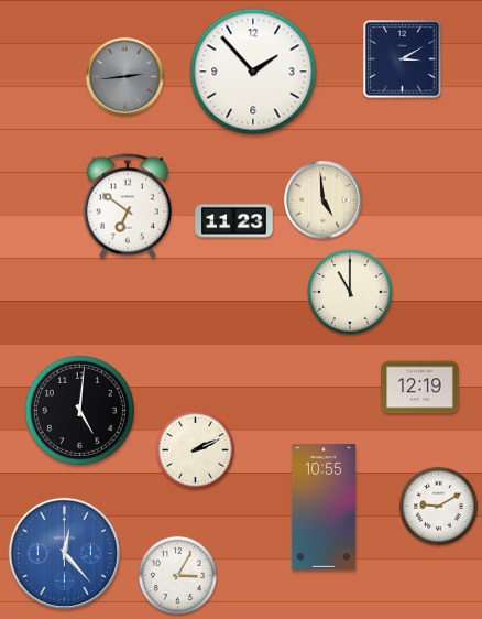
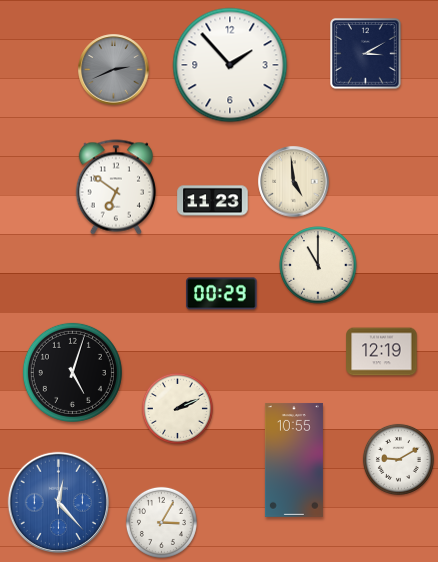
clock at (125, 77): 2:44 -> 2:41
clock at (222, 294): none -> 00:29
clock at (79, 410): 5:01 -> 5:03
